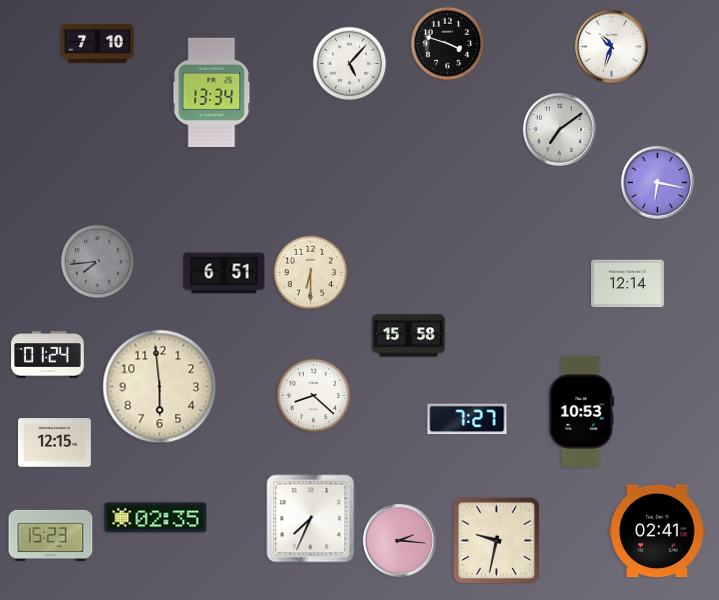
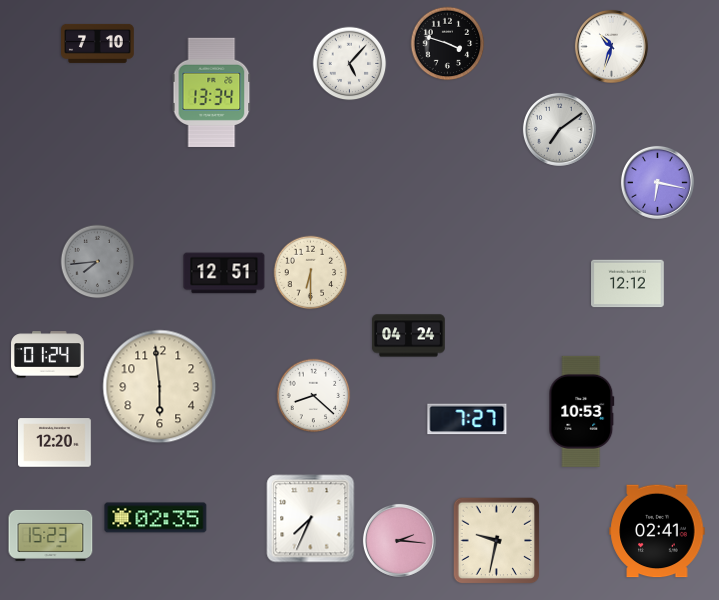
clock at (224, 273): 6:51 -> 12:51
clock at (628, 284): 12:14 -> 12:12
clock at (409, 336): 15:58 -> 04:24
clock at (55, 443): 12:15 -> 12:20
